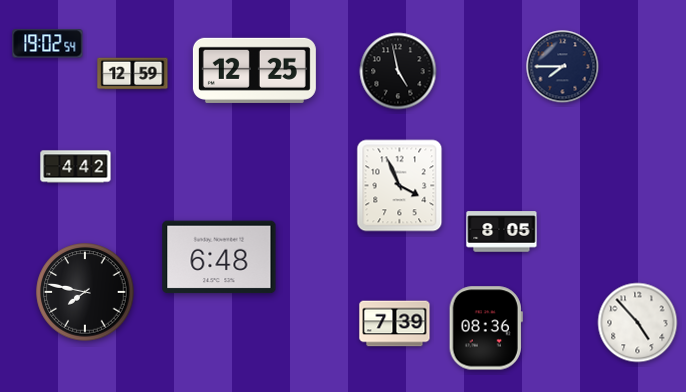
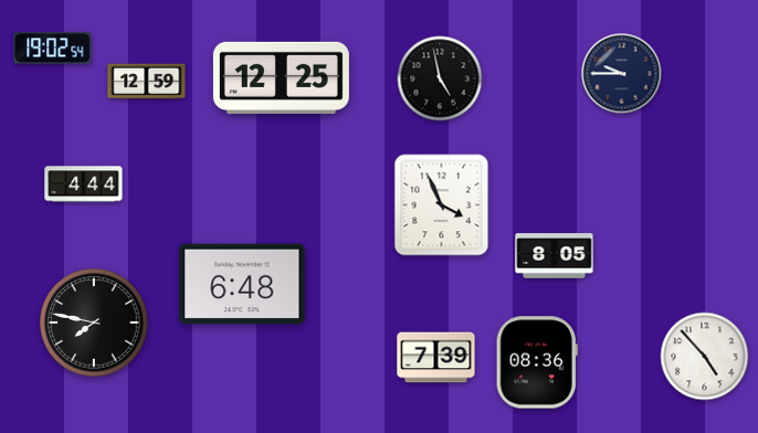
clock at (563, 67): 7:45 -> 9:45
clock at (76, 167): 4:42 -> 4:44
